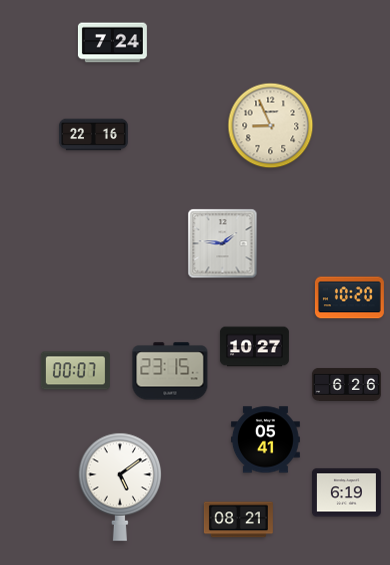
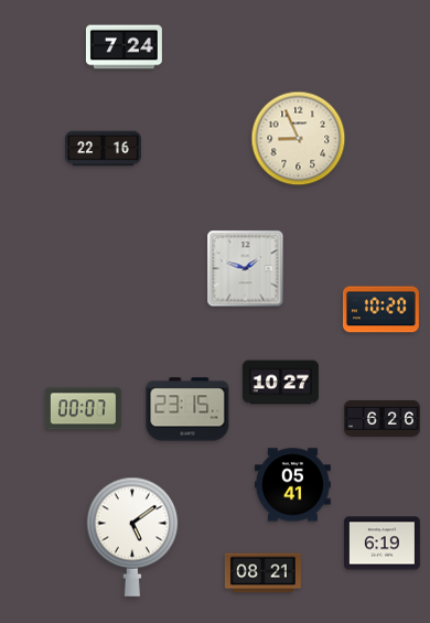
clock at (223, 244): 1:46 -> 1:48
clock at (349, 298) position: (349, 298) -> (380, 310)
clock at (346, 384) position: (346, 384) -> (381, 418)
